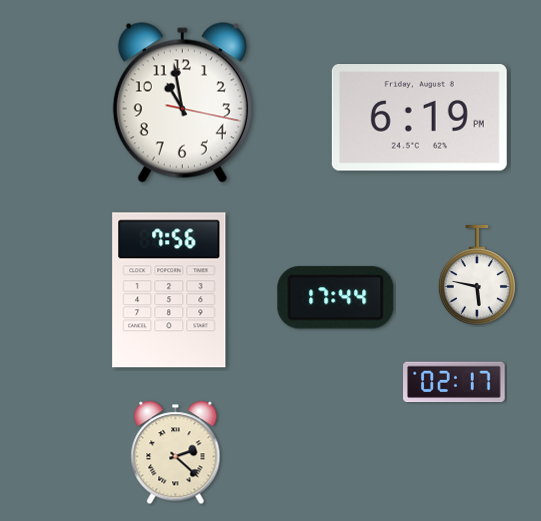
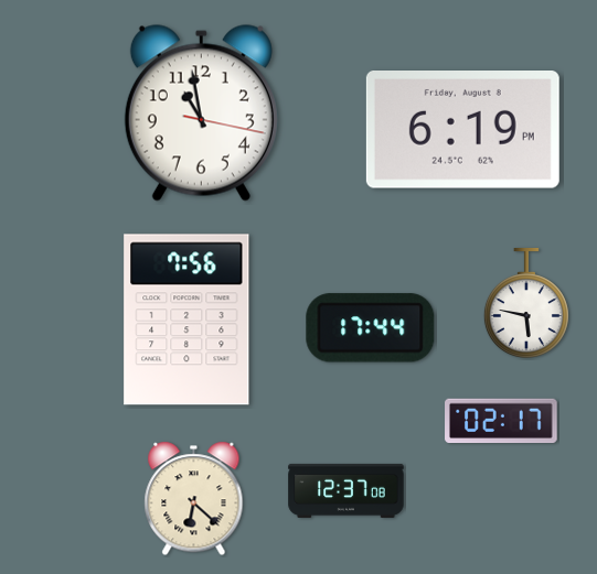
clock at (347, 490): none -> 12:37
clock at (176, 453): 2:22 -> 6:22
